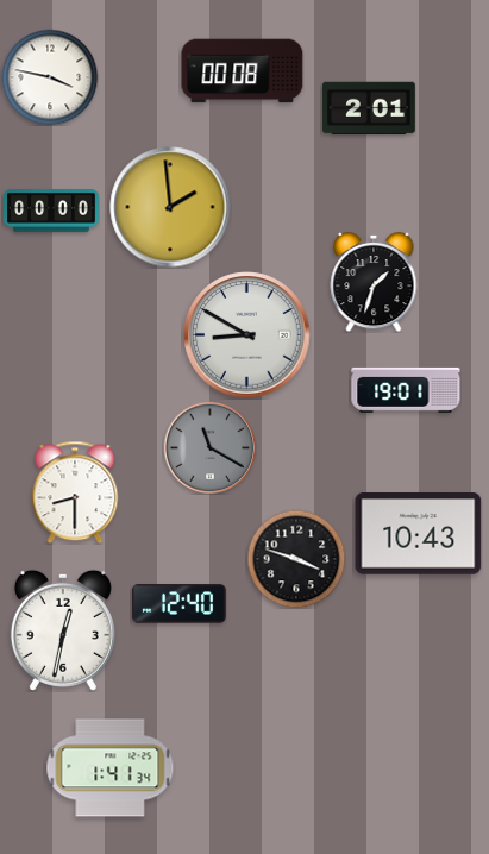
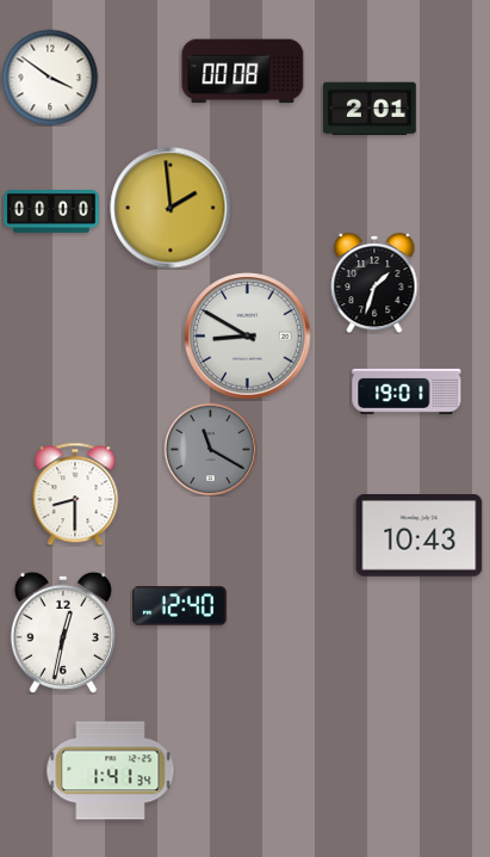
clock at (50, 77): 3:47 -> 3:51
clock at (296, 559): 3:48 -> none
